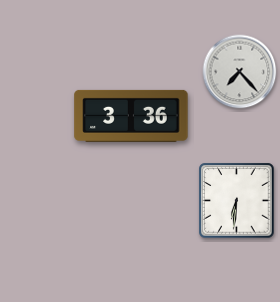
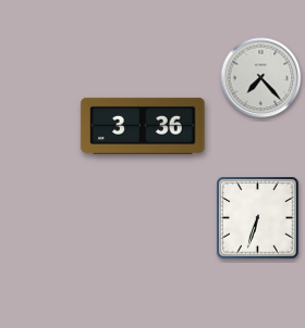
clock at (237, 201): 6:31 -> 6:33
